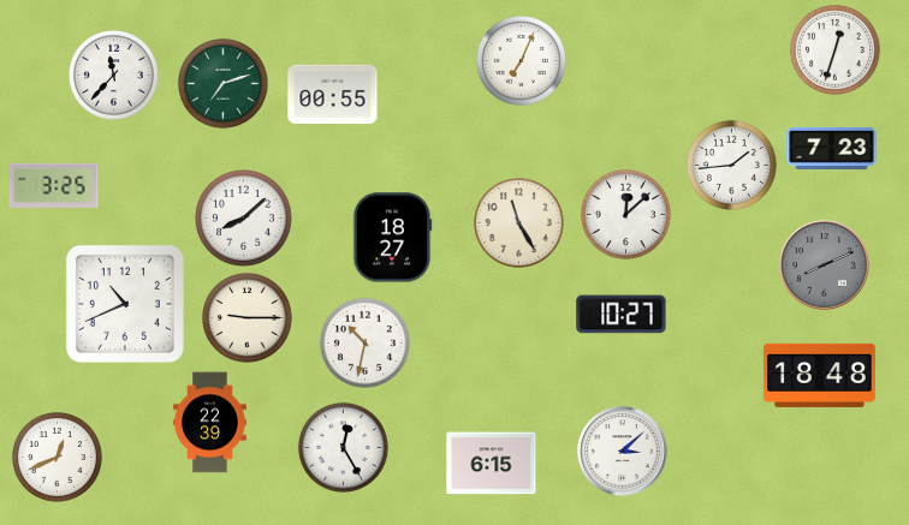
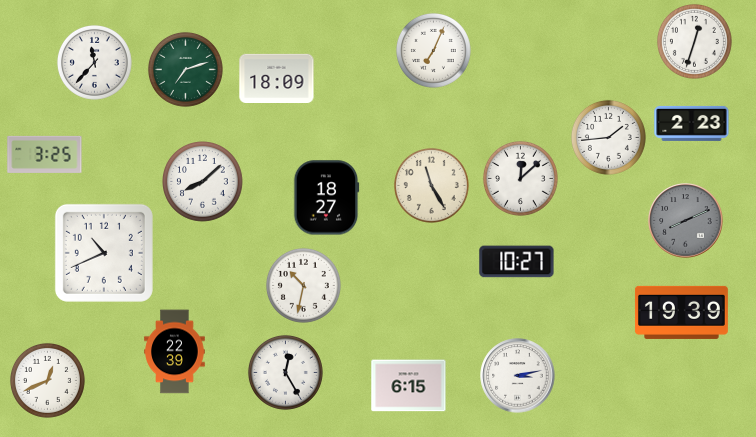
clock at (333, 94): 00:55 -> 18:09
clock at (832, 148): 7:23 -> 2:23
clock at (246, 317): 9:15 -> none
clock at (819, 375): 18:48 -> 19:39
clock at (623, 452): 3:08 -> 3:13
